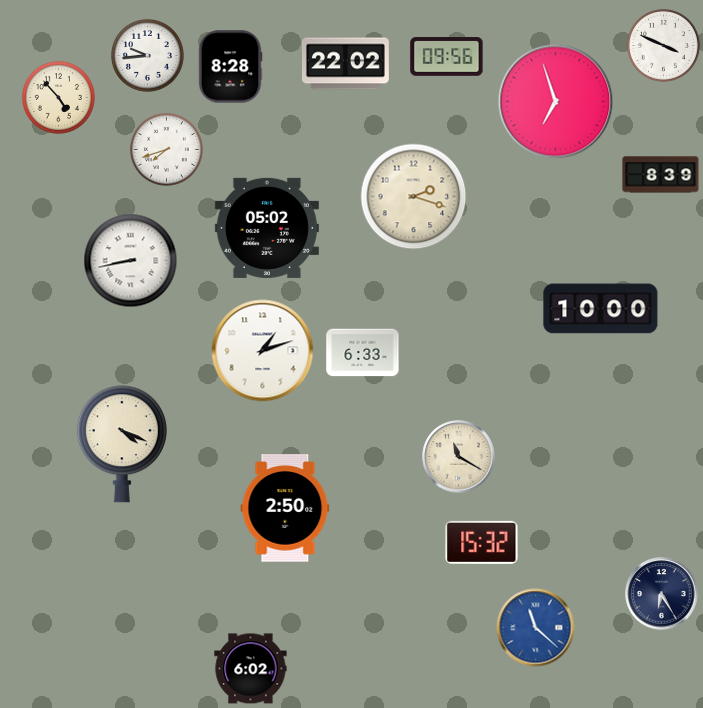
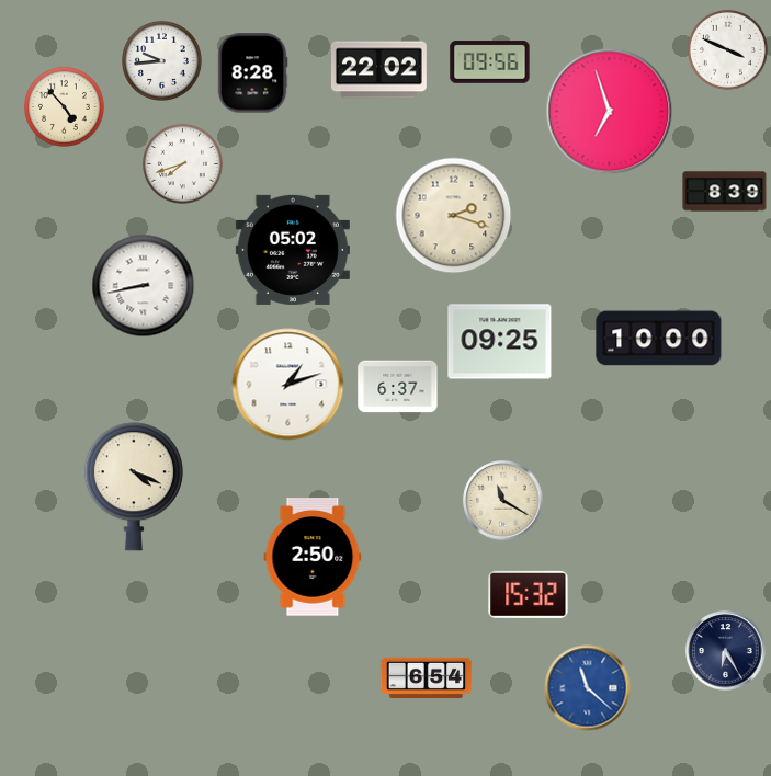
clock at (500, 342): none -> 09:25
clock at (363, 353): 6:33 -> 6:37
clock at (427, 678): none -> 6:54
clock at (251, 669): 6:02 -> none
